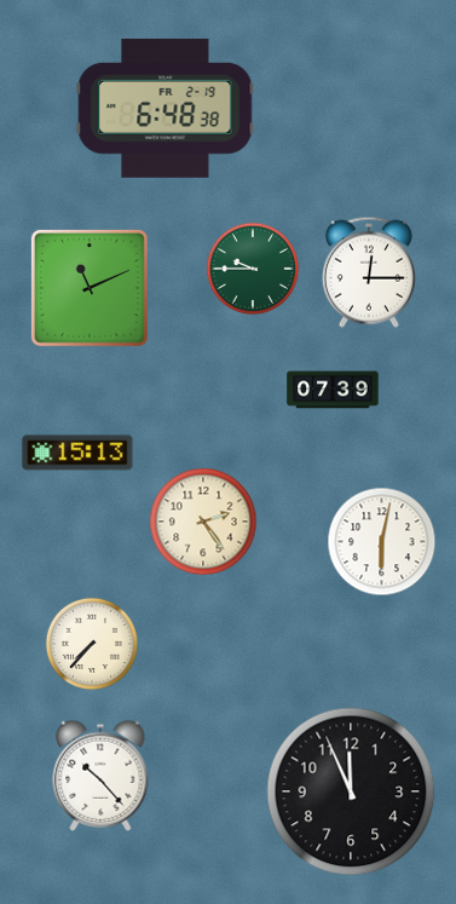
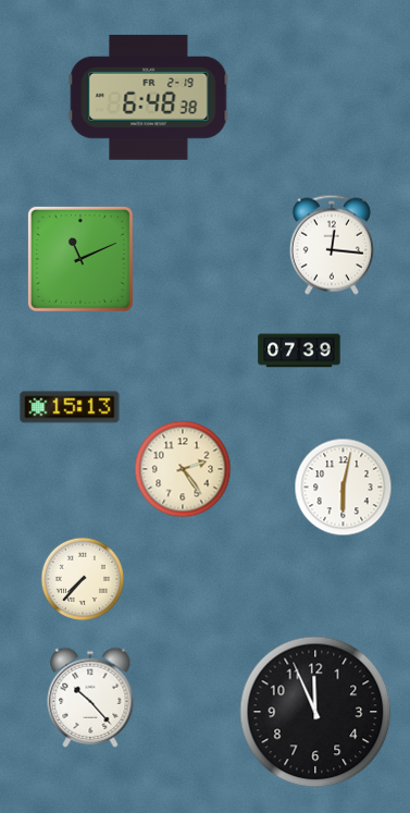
clock at (253, 269): 9:45 -> none
clock at (369, 272): 12:15 -> 12:16
